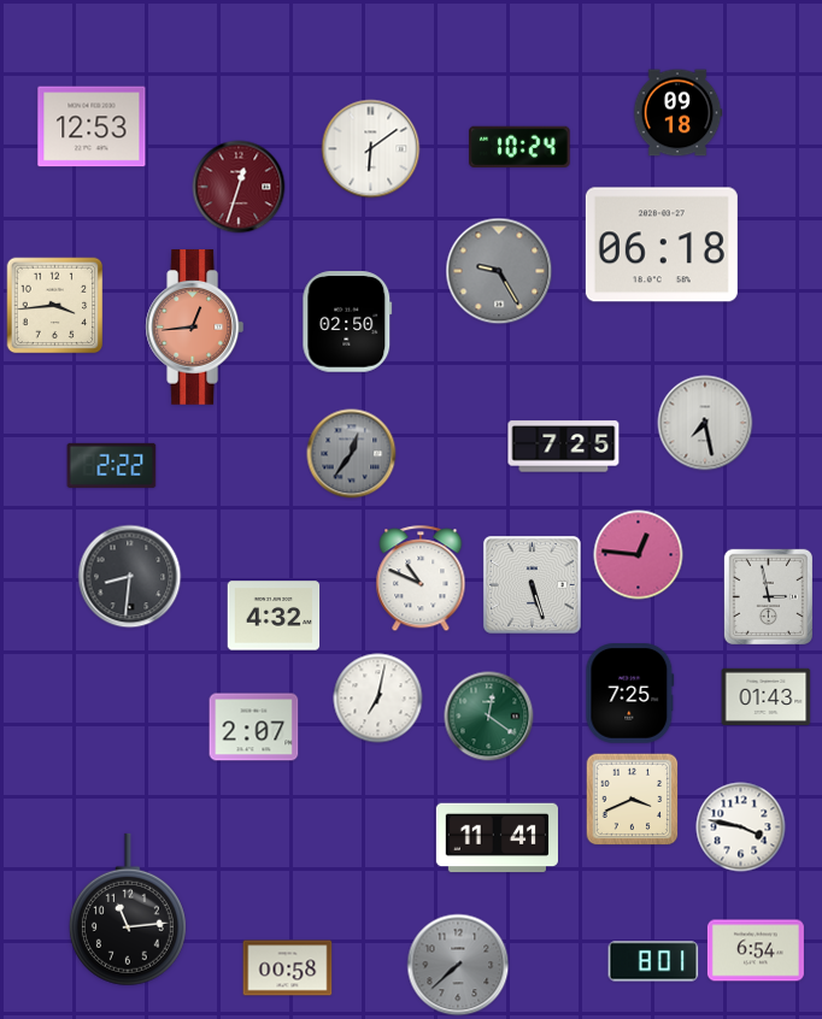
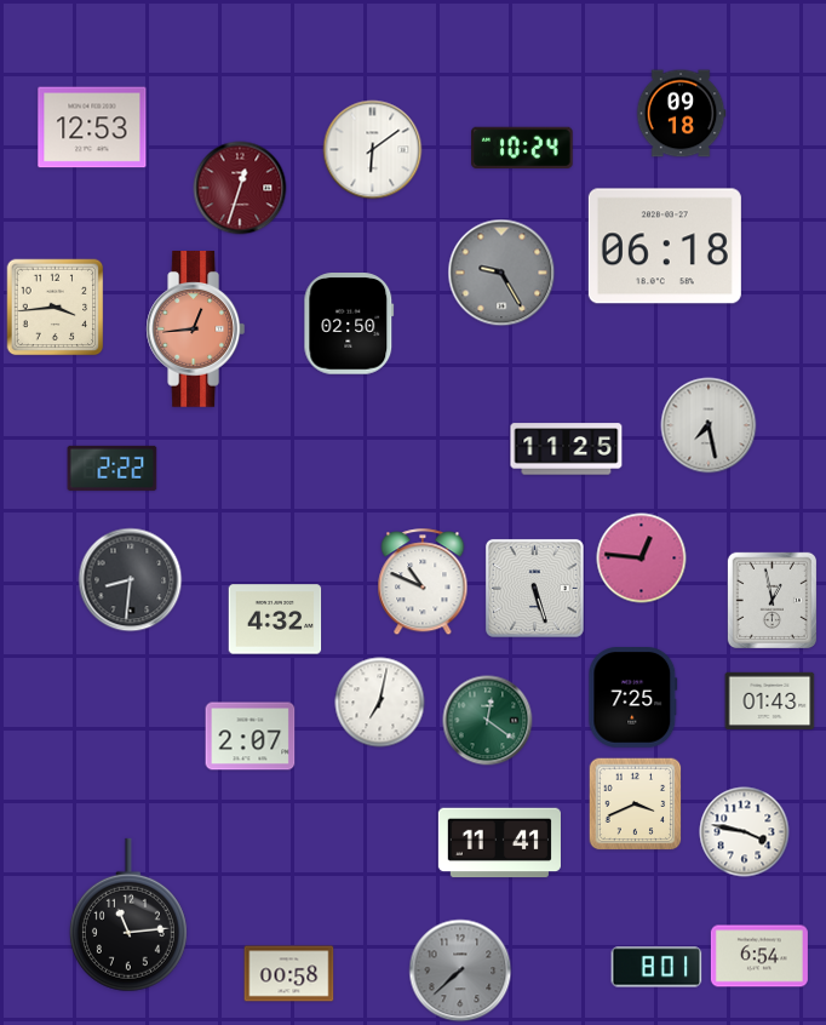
clock at (564, 447): 7:25 -> 11:25
clock at (352, 454): 12:36 -> none
clock at (768, 596): 2:58 -> 12:58
clock at (489, 717) position: (489, 717) -> (488, 721)
clock at (254, 728) position: (254, 728) -> (251, 737)
